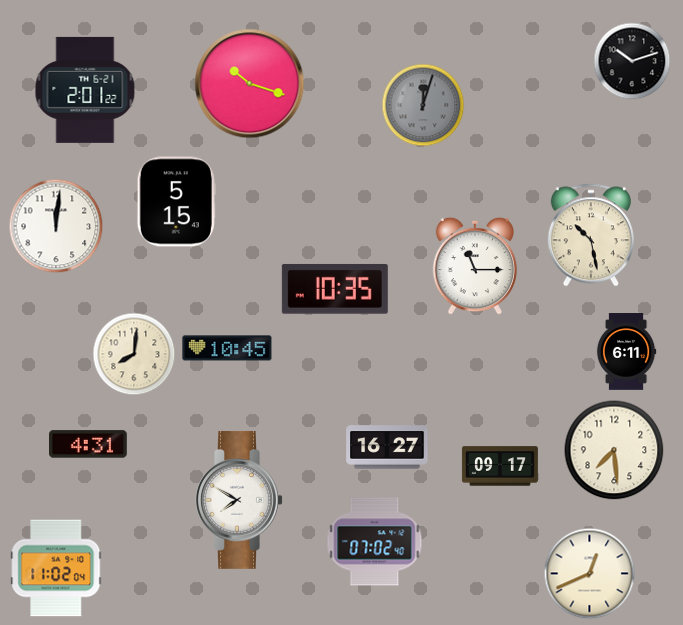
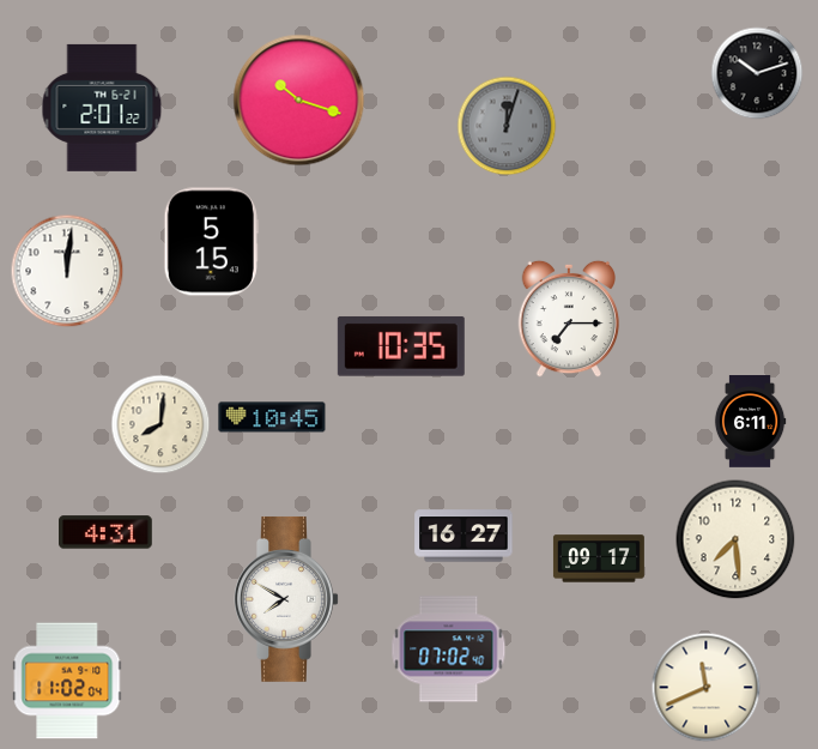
clock at (591, 235): 10:28 -> none
clock at (475, 266): 11:15 -> 7:15
clock at (590, 574): 12:41 -> 11:41
